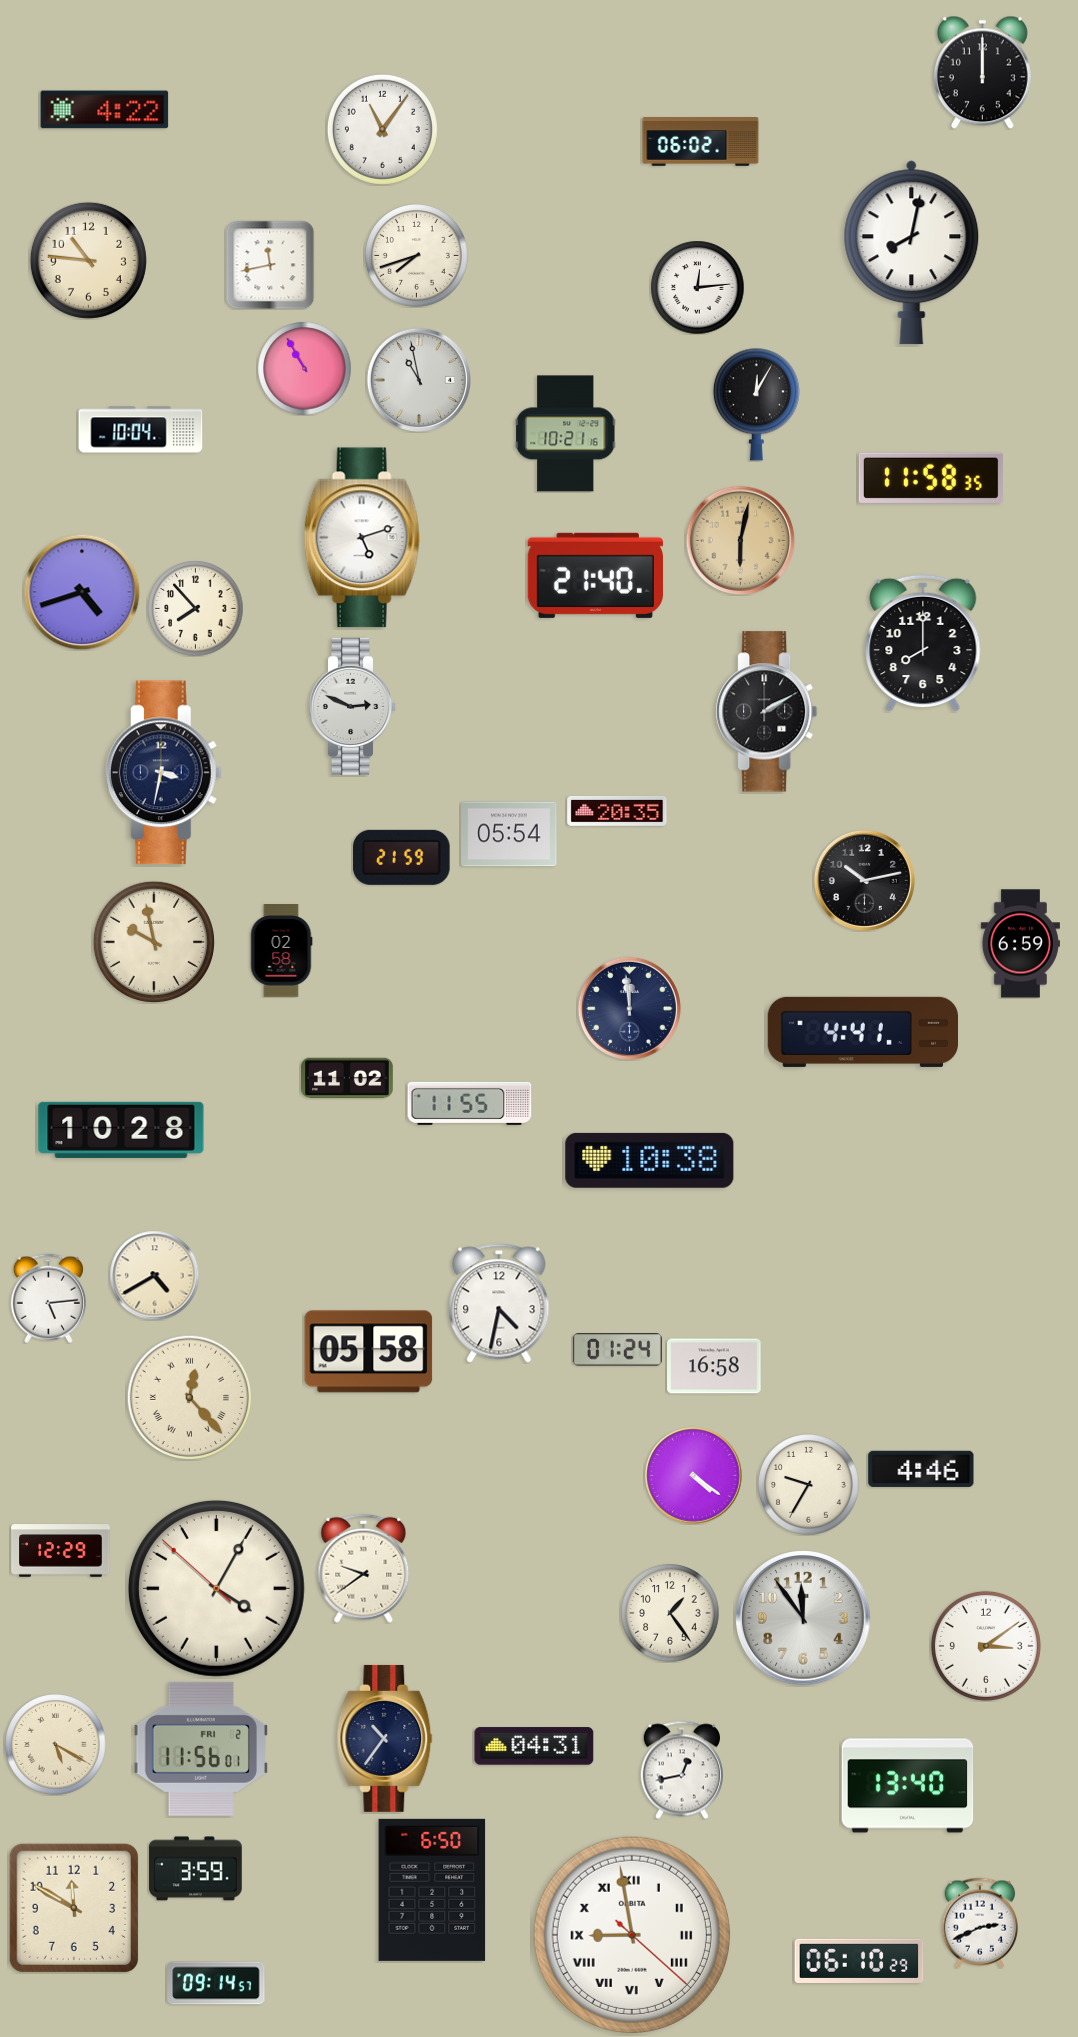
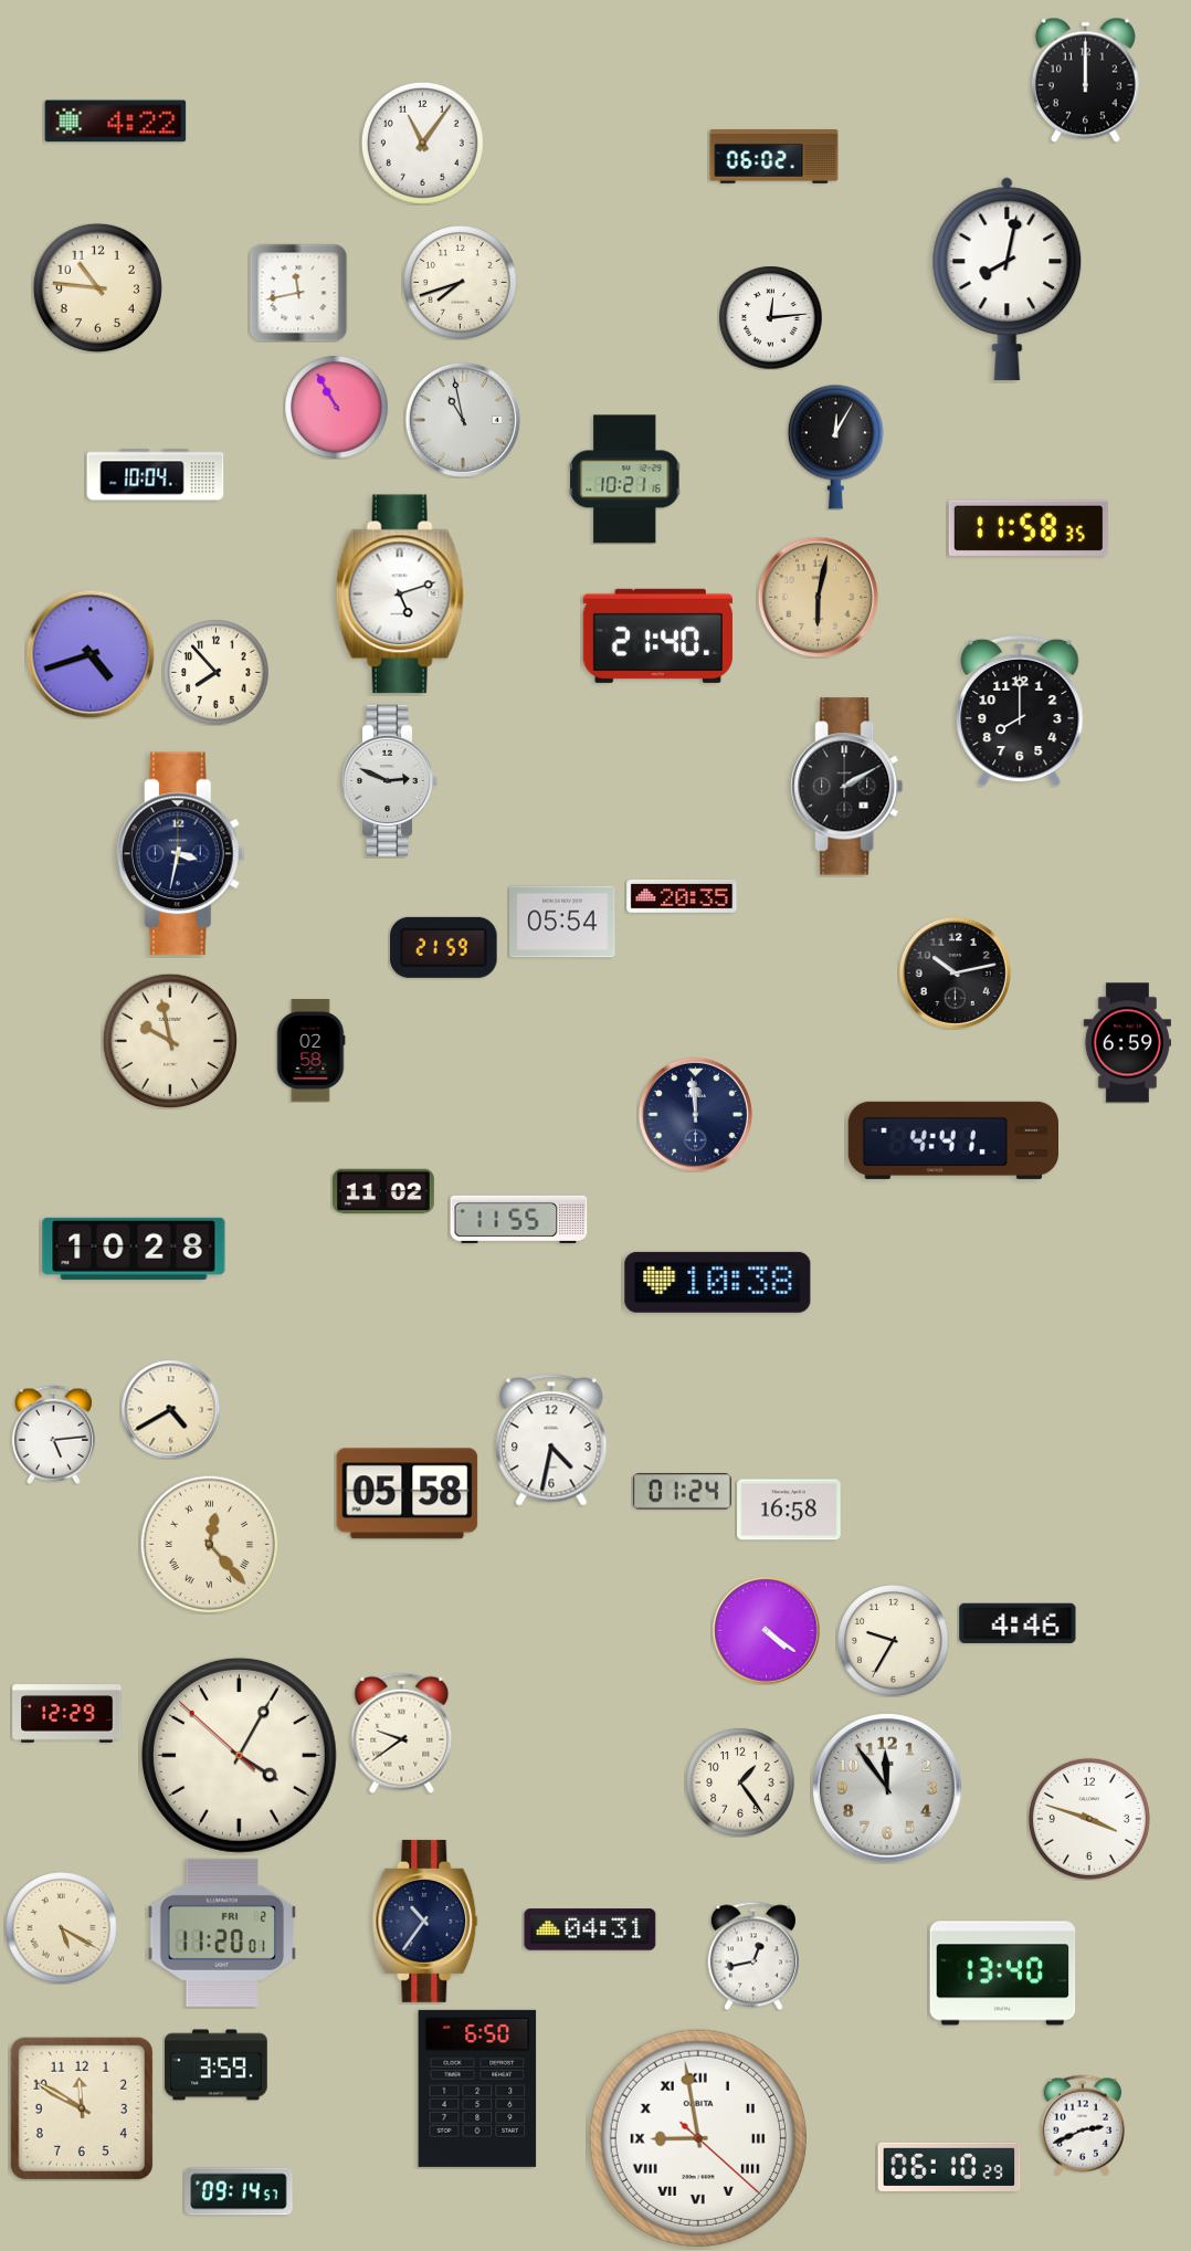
clock at (986, 1646): 3:09 -> 3:48
clock at (201, 1749): 11:56 -> 11:20
